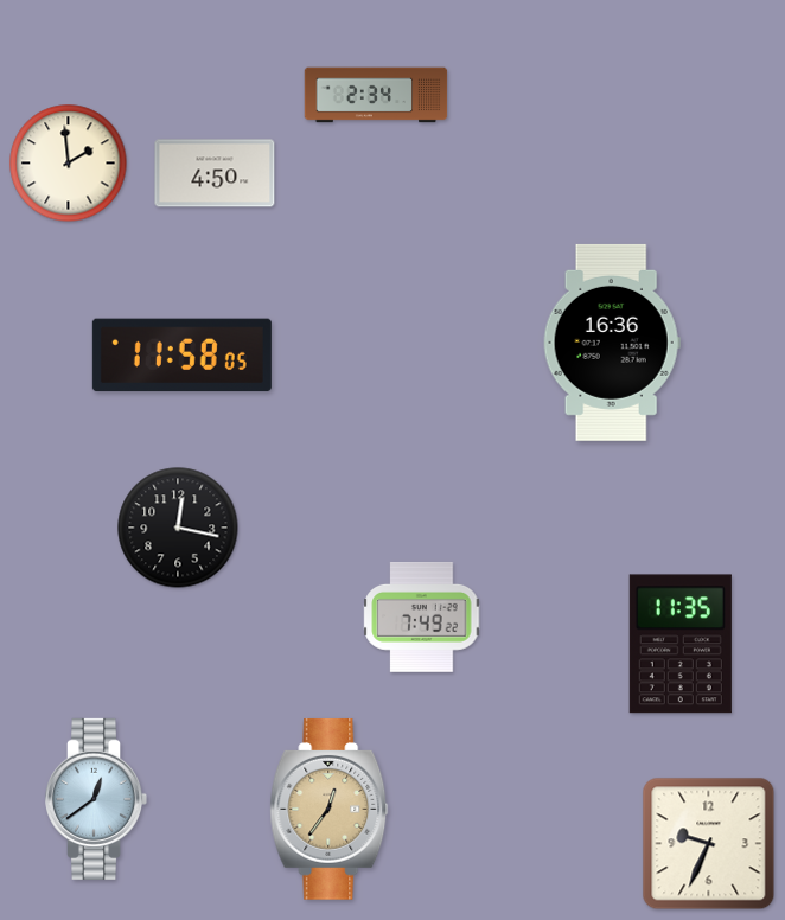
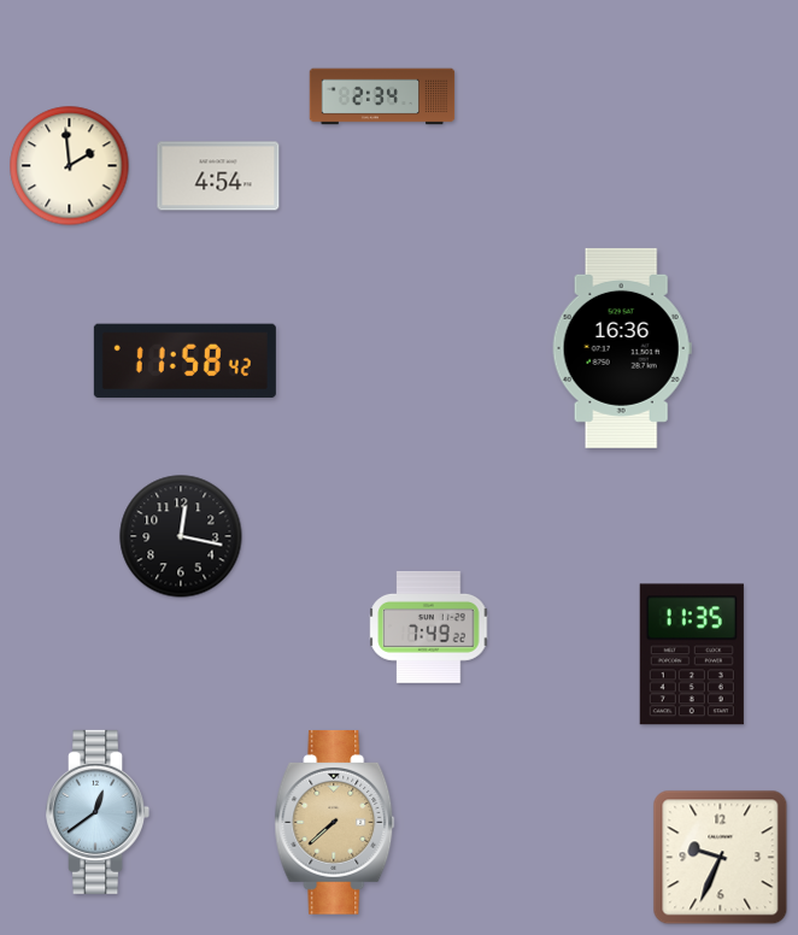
clock at (215, 173): 4:50 -> 4:54
clock at (181, 356): 11:58:05 -> 11:58:42
clock at (330, 809): 12:36 -> 7:38
